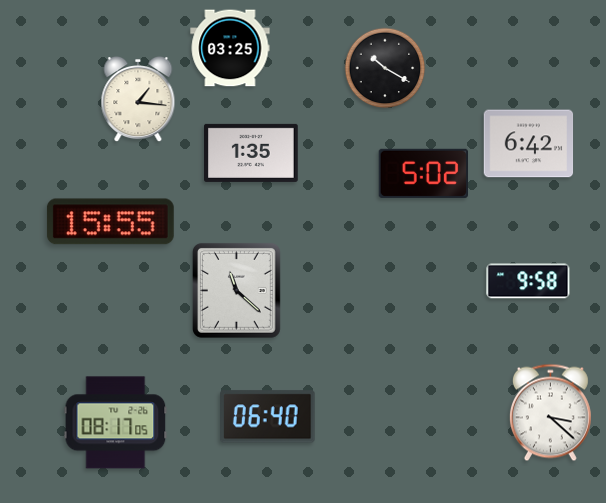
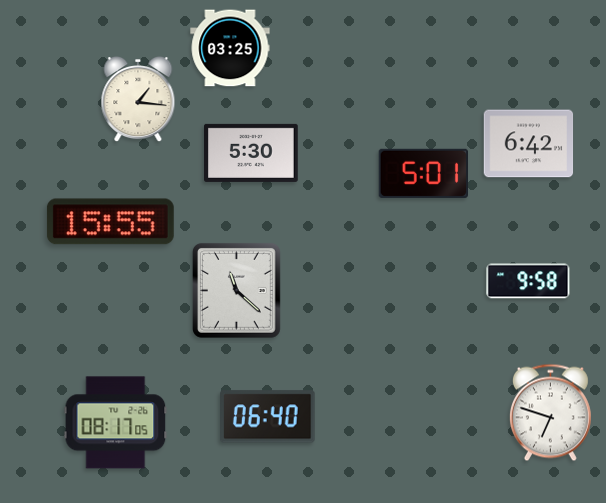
clock at (385, 68): 10:20 -> none
clock at (252, 153): 1:35 -> 5:30
clock at (423, 173): 5:02 -> 5:01
clock at (550, 413): 3:22 -> 6:48
